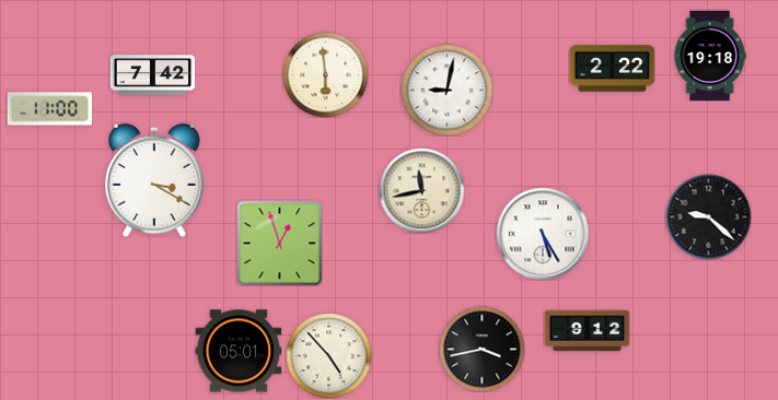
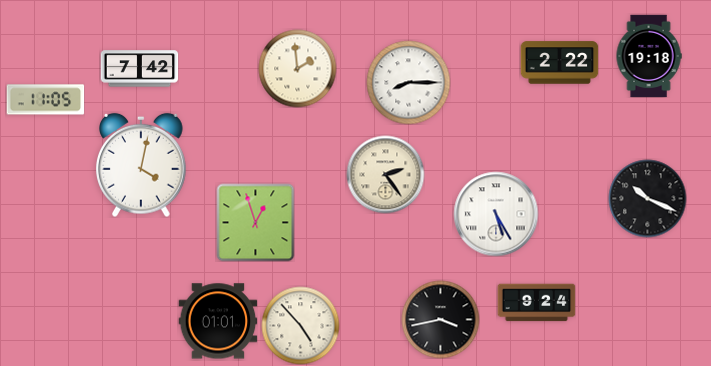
clock at (710, 56) position: (710, 56) -> (649, 56)
clock at (325, 74): 5:59 -> 1:59
clock at (446, 90): 9:02 -> 8:15
clock at (49, 109): 11:00 -> 11:05
clock at (155, 180): 3:20 -> 4:02
clock at (421, 190): 11:43 -> 2:24
clock at (708, 216): 9:22 -> 10:19
clock at (587, 331): 9:12 -> 9:24
clock at (239, 351): 05:01 -> 01:01
